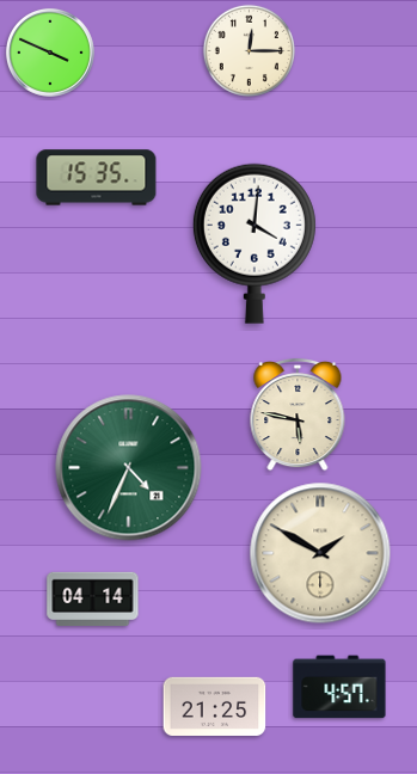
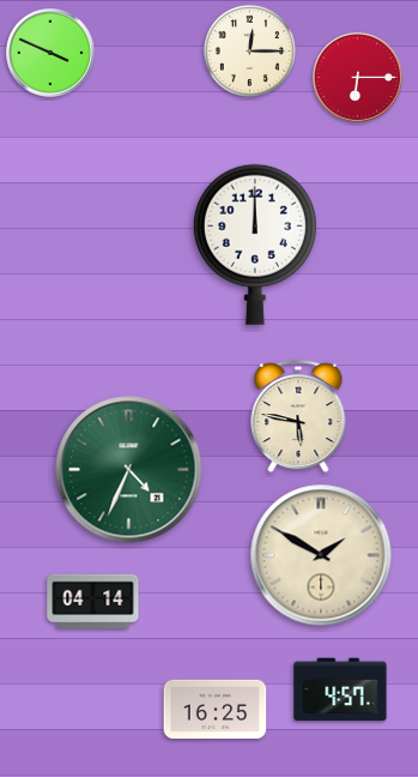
clock at (358, 78): none -> 6:15
clock at (97, 178): 15:35 -> none
clock at (255, 244): 4:01 -> 12:00
clock at (215, 706): 21:25 -> 16:25
